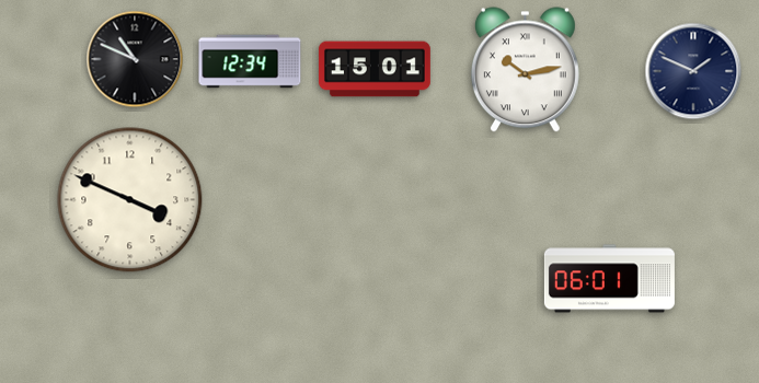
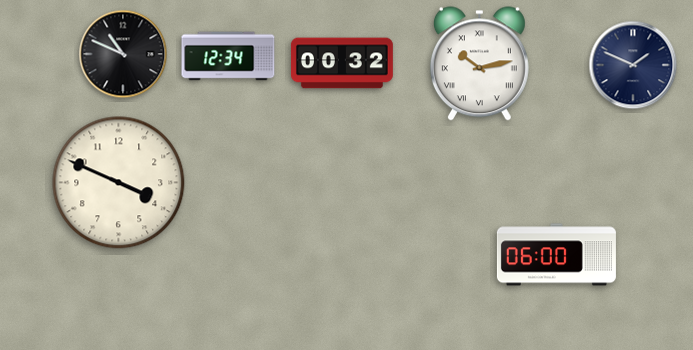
clock at (375, 69): 15:01 -> 00:32
clock at (609, 279): 06:01 -> 06:00
